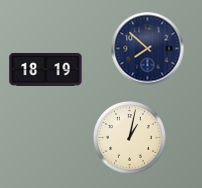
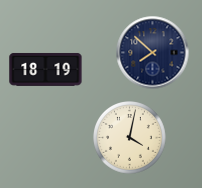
clock at (148, 49) position: (148, 49) -> (153, 53)
clock at (130, 138): 1:02 -> 4:02
